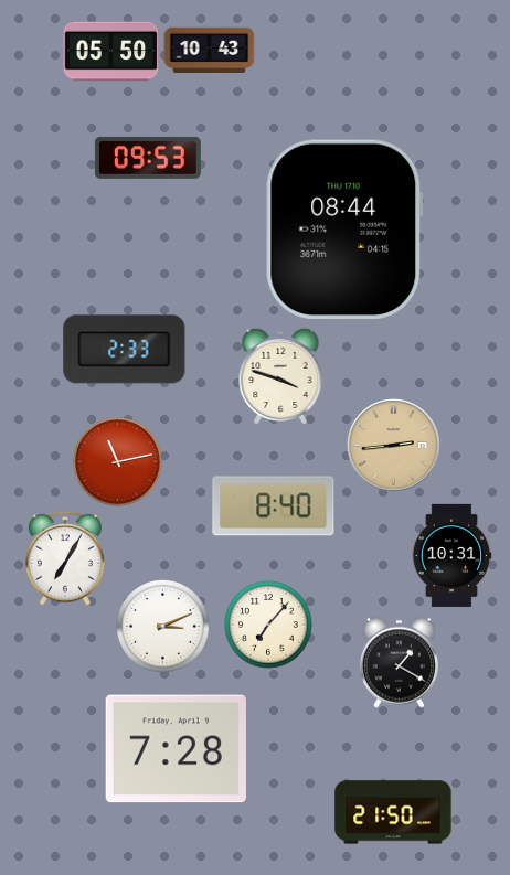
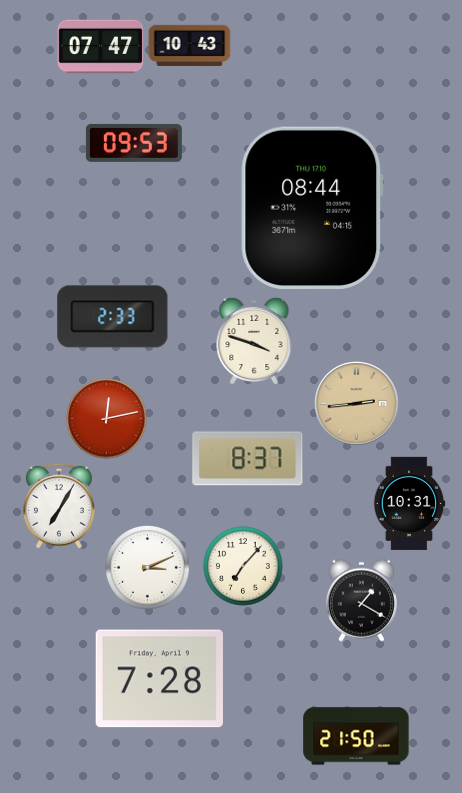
clock at (111, 52): 05:50 -> 07:47
clock at (118, 462): 11:13 -> 12:13
clock at (274, 506): 8:40 -> 8:37
